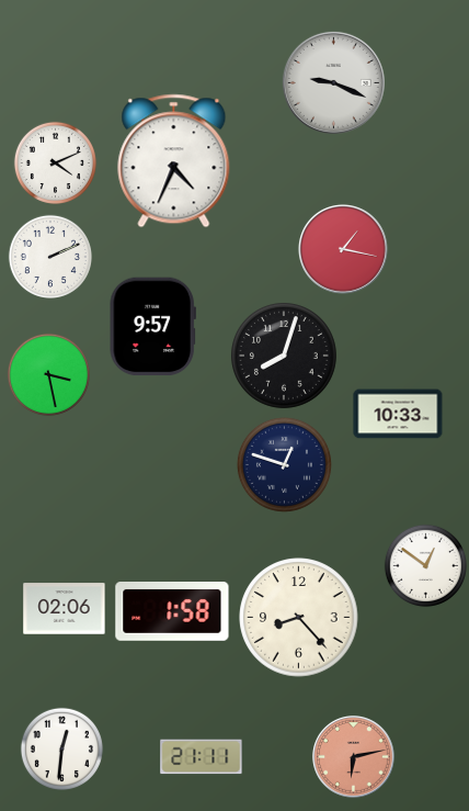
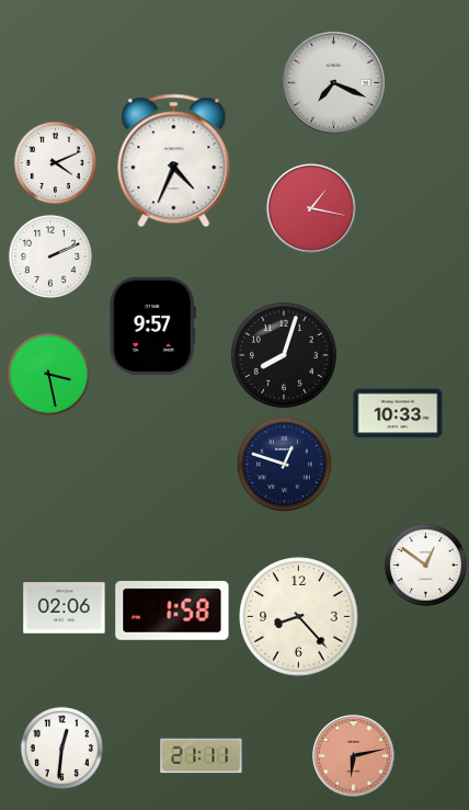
clock at (333, 82): 9:19 -> 7:19
clock at (344, 250) position: (344, 250) -> (312, 209)
